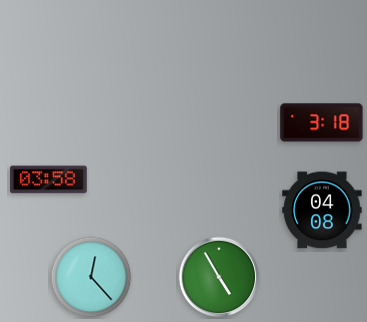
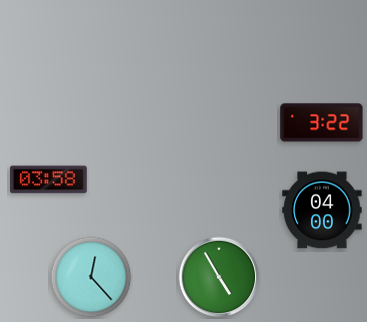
clock at (322, 123): 3:18 -> 3:22
clock at (322, 210): 04:08 -> 04:00
